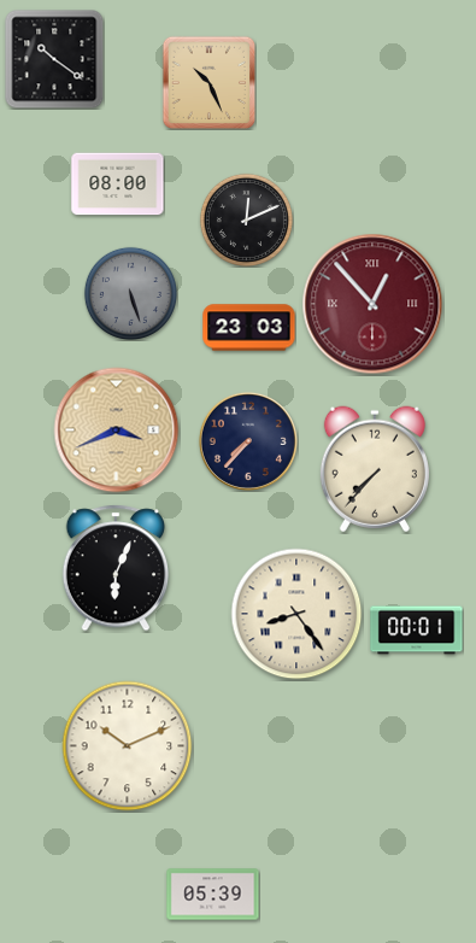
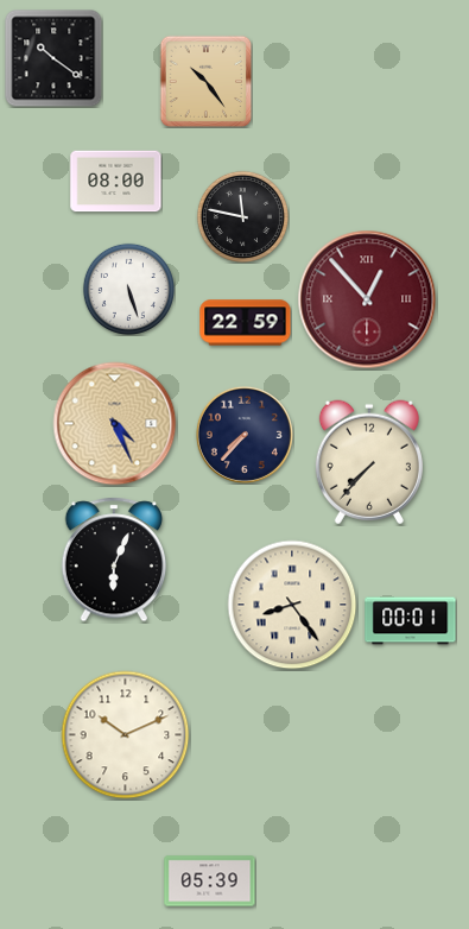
clock at (208, 82): 10:26 -> 10:24
clock at (246, 219): 12:11 -> 11:47
clock at (130, 293) dial: grey -> white
clock at (249, 328): 23:03 -> 22:59
clock at (117, 430): 3:41 -> 4:26
